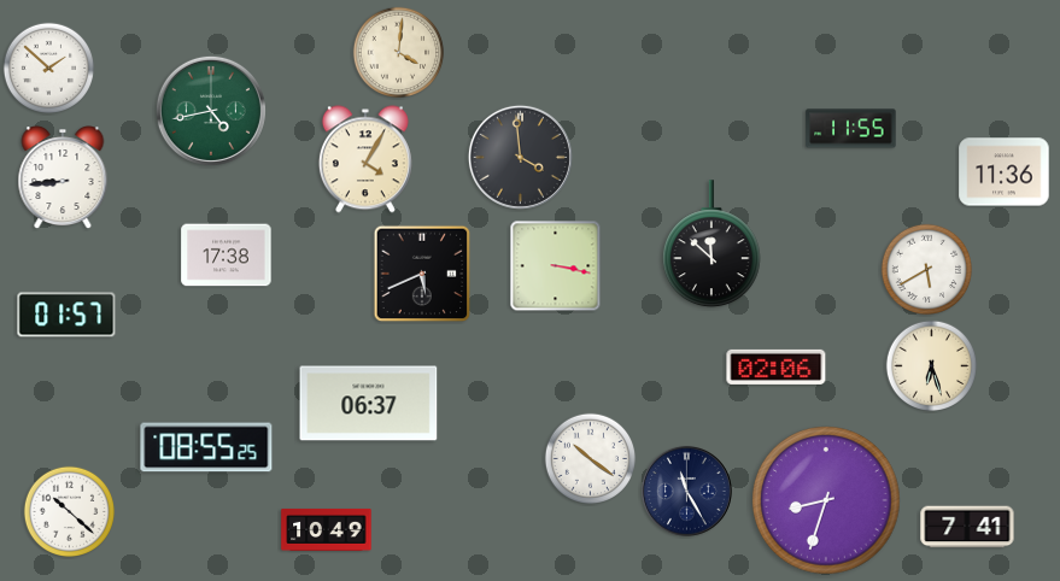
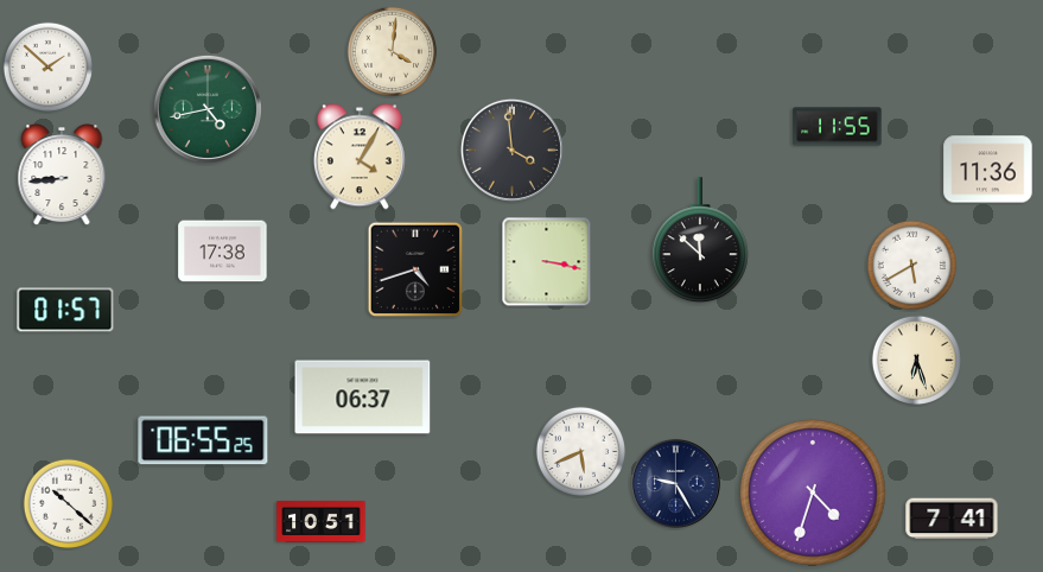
clock at (520, 157) position: (520, 157) -> (511, 150)
clock at (422, 274): 5:41 -> 4:42
clock at (777, 366): 02:06 -> none
clock at (206, 447): 08:55 -> 06:55
clock at (591, 459): 10:21 -> 5:41
clock at (686, 492): 11:25 -> 9:25
clock at (826, 500): 8:33 -> 4:33
clock at (327, 529): 10:49 -> 10:51
